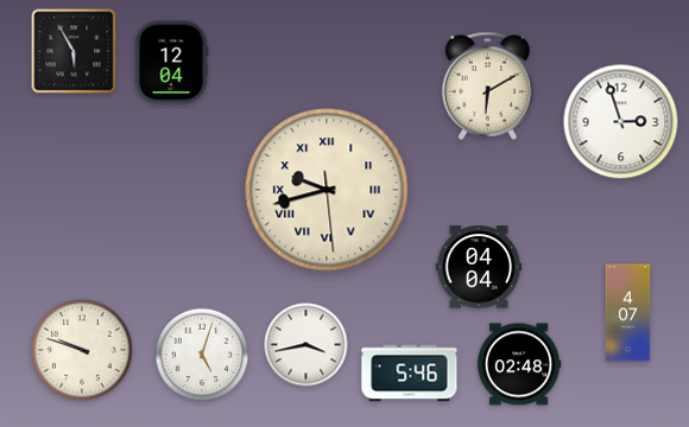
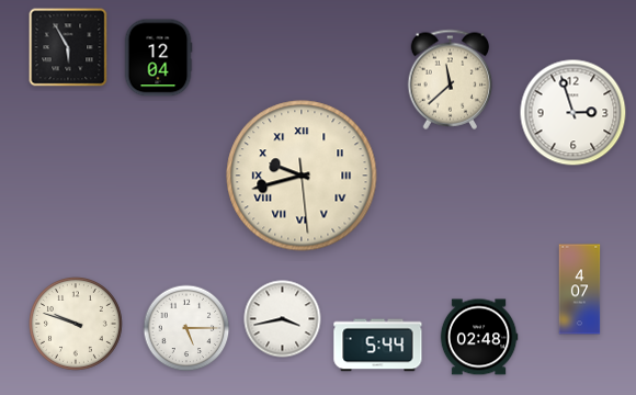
clock at (488, 85): 6:10 -> 11:38
clock at (479, 267): 04:04 -> none
clock at (202, 355): 5:03 -> 5:15
clock at (410, 374): 5:46 -> 5:44
